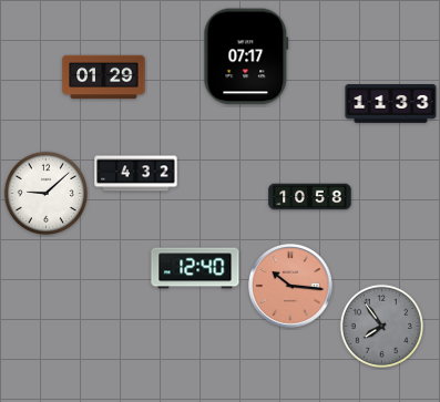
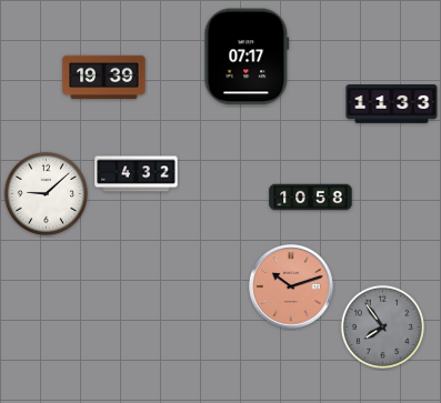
clock at (104, 78): 01:29 -> 19:39
clock at (195, 268): 12:40 -> none
clock at (291, 287): 10:16 -> 10:12
